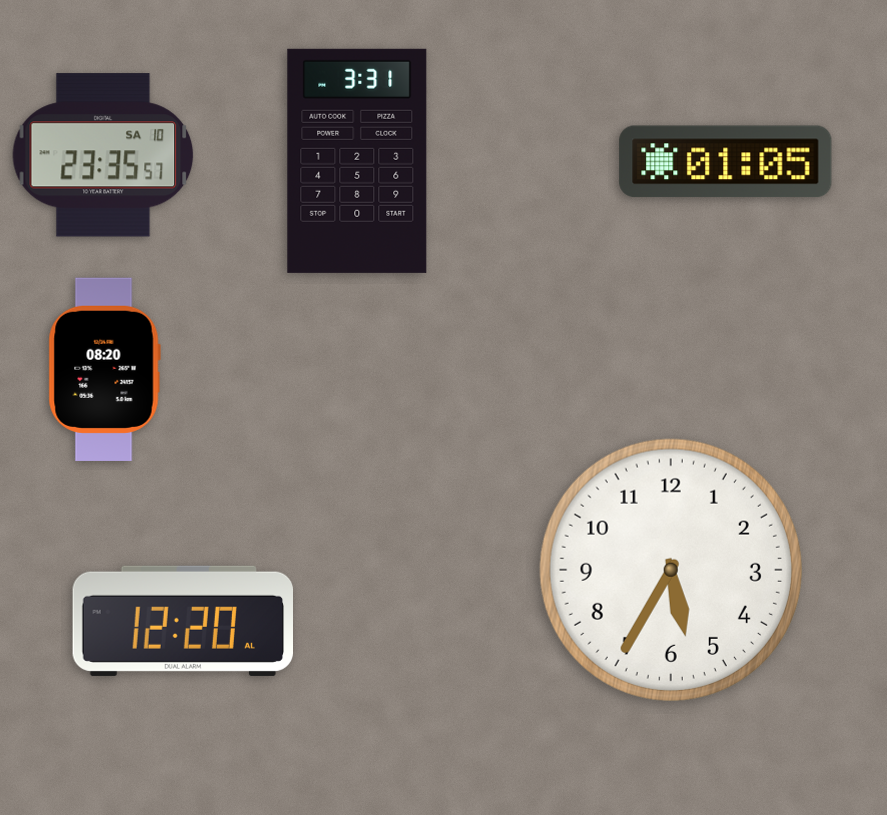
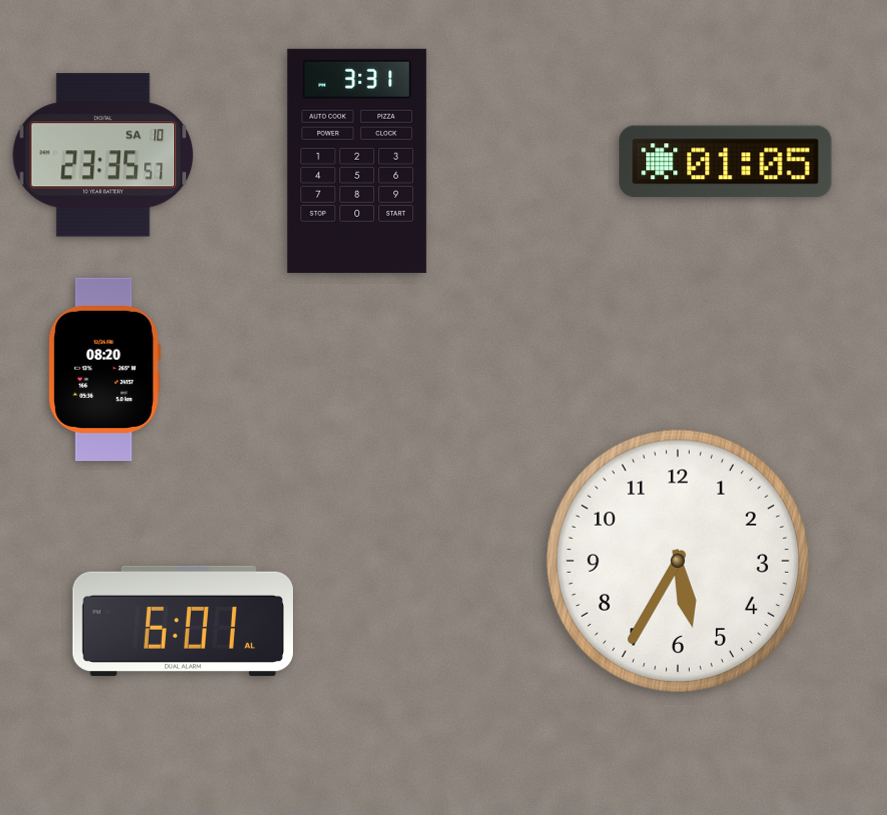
clock at (671, 570) position: (671, 570) -> (678, 561)
clock at (182, 621): 12:20 -> 6:01
